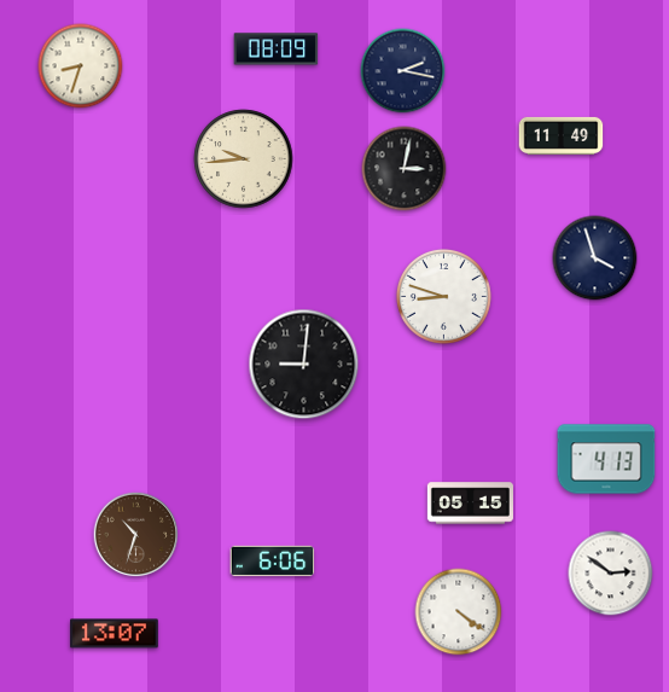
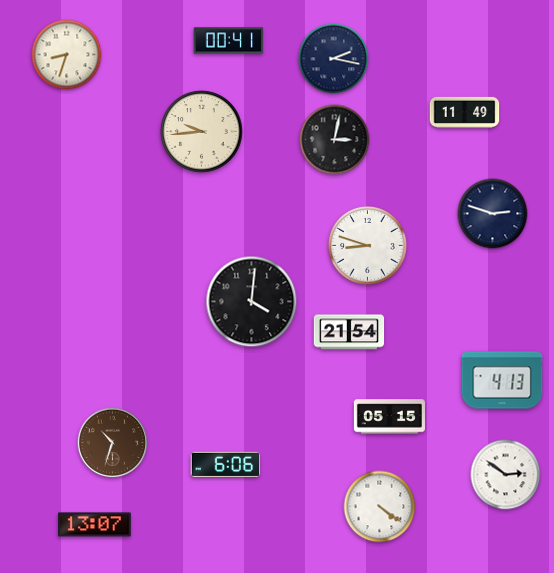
clock at (277, 50): 08:09 -> 00:41
clock at (595, 258): 3:57 -> 2:48
clock at (304, 365): 9:01 -> 4:01
clock at (349, 332): none -> 21:54
